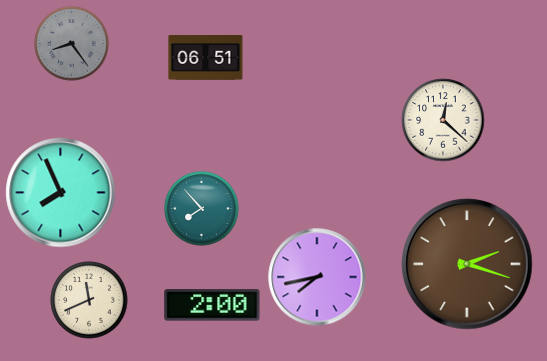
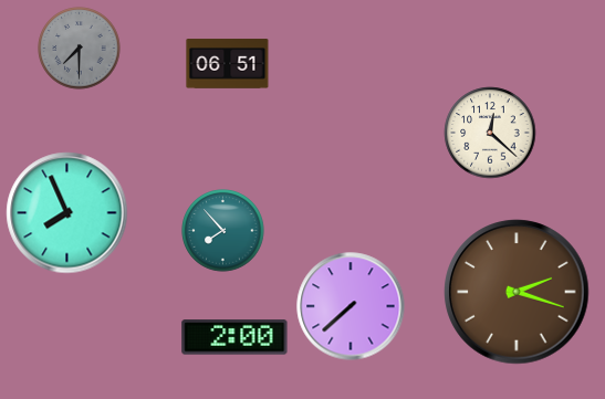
clock at (72, 44): 8:24 -> 7:30
clock at (317, 277): 7:43 -> 7:38
clock at (89, 300): 11:41 -> none
